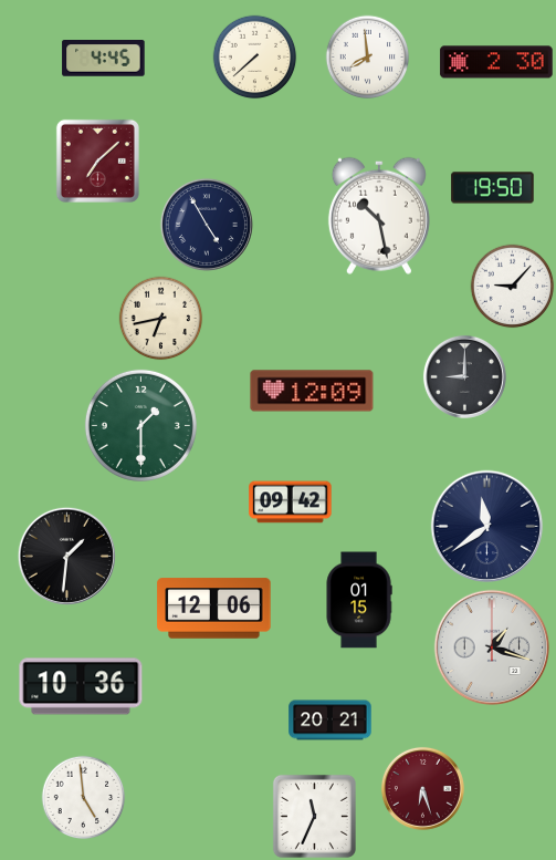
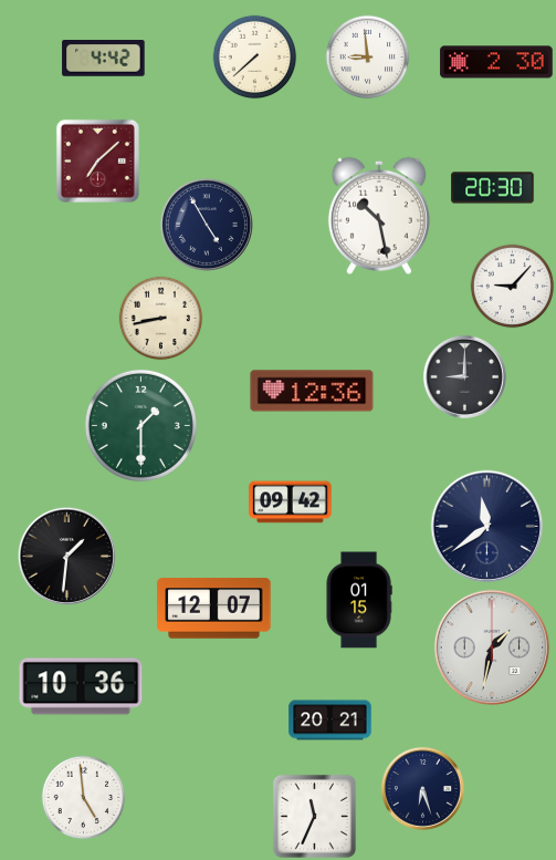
clock at (368, 58): 7:59 -> 8:59
clock at (104, 59): 4:45 -> 4:42
clock at (493, 188): 19:50 -> 20:30
clock at (161, 319): 6:43 -> 8:43
clock at (312, 391): 12:09 -> 12:36
clock at (214, 609): 12:06 -> 12:07
clock at (492, 647): 1:18 -> 1:32
clock at (422, 788) dial: burgundy -> navy
